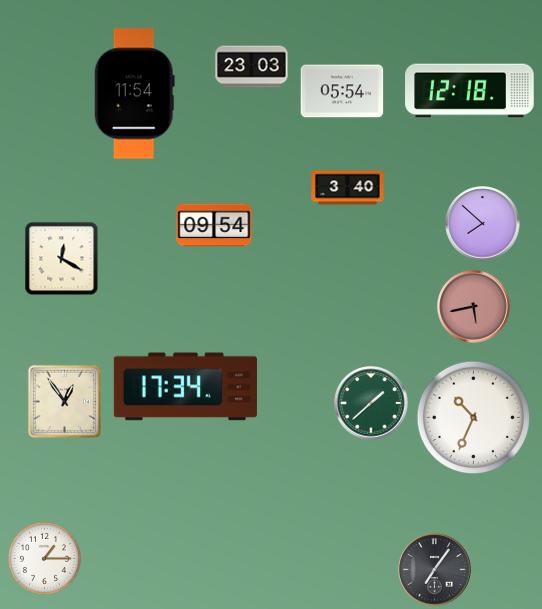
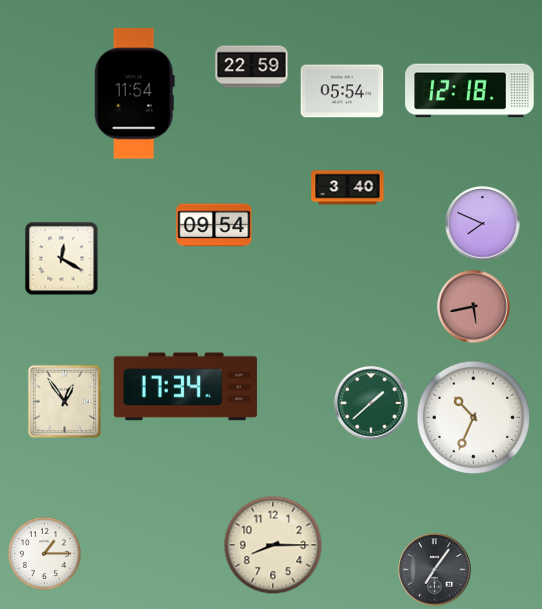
clock at (252, 67): 23:03 -> 22:59
clock at (483, 224): 7:52 -> 7:49
clock at (273, 545): none -> 8:15
clock at (44, 558) position: (44, 558) -> (44, 553)
